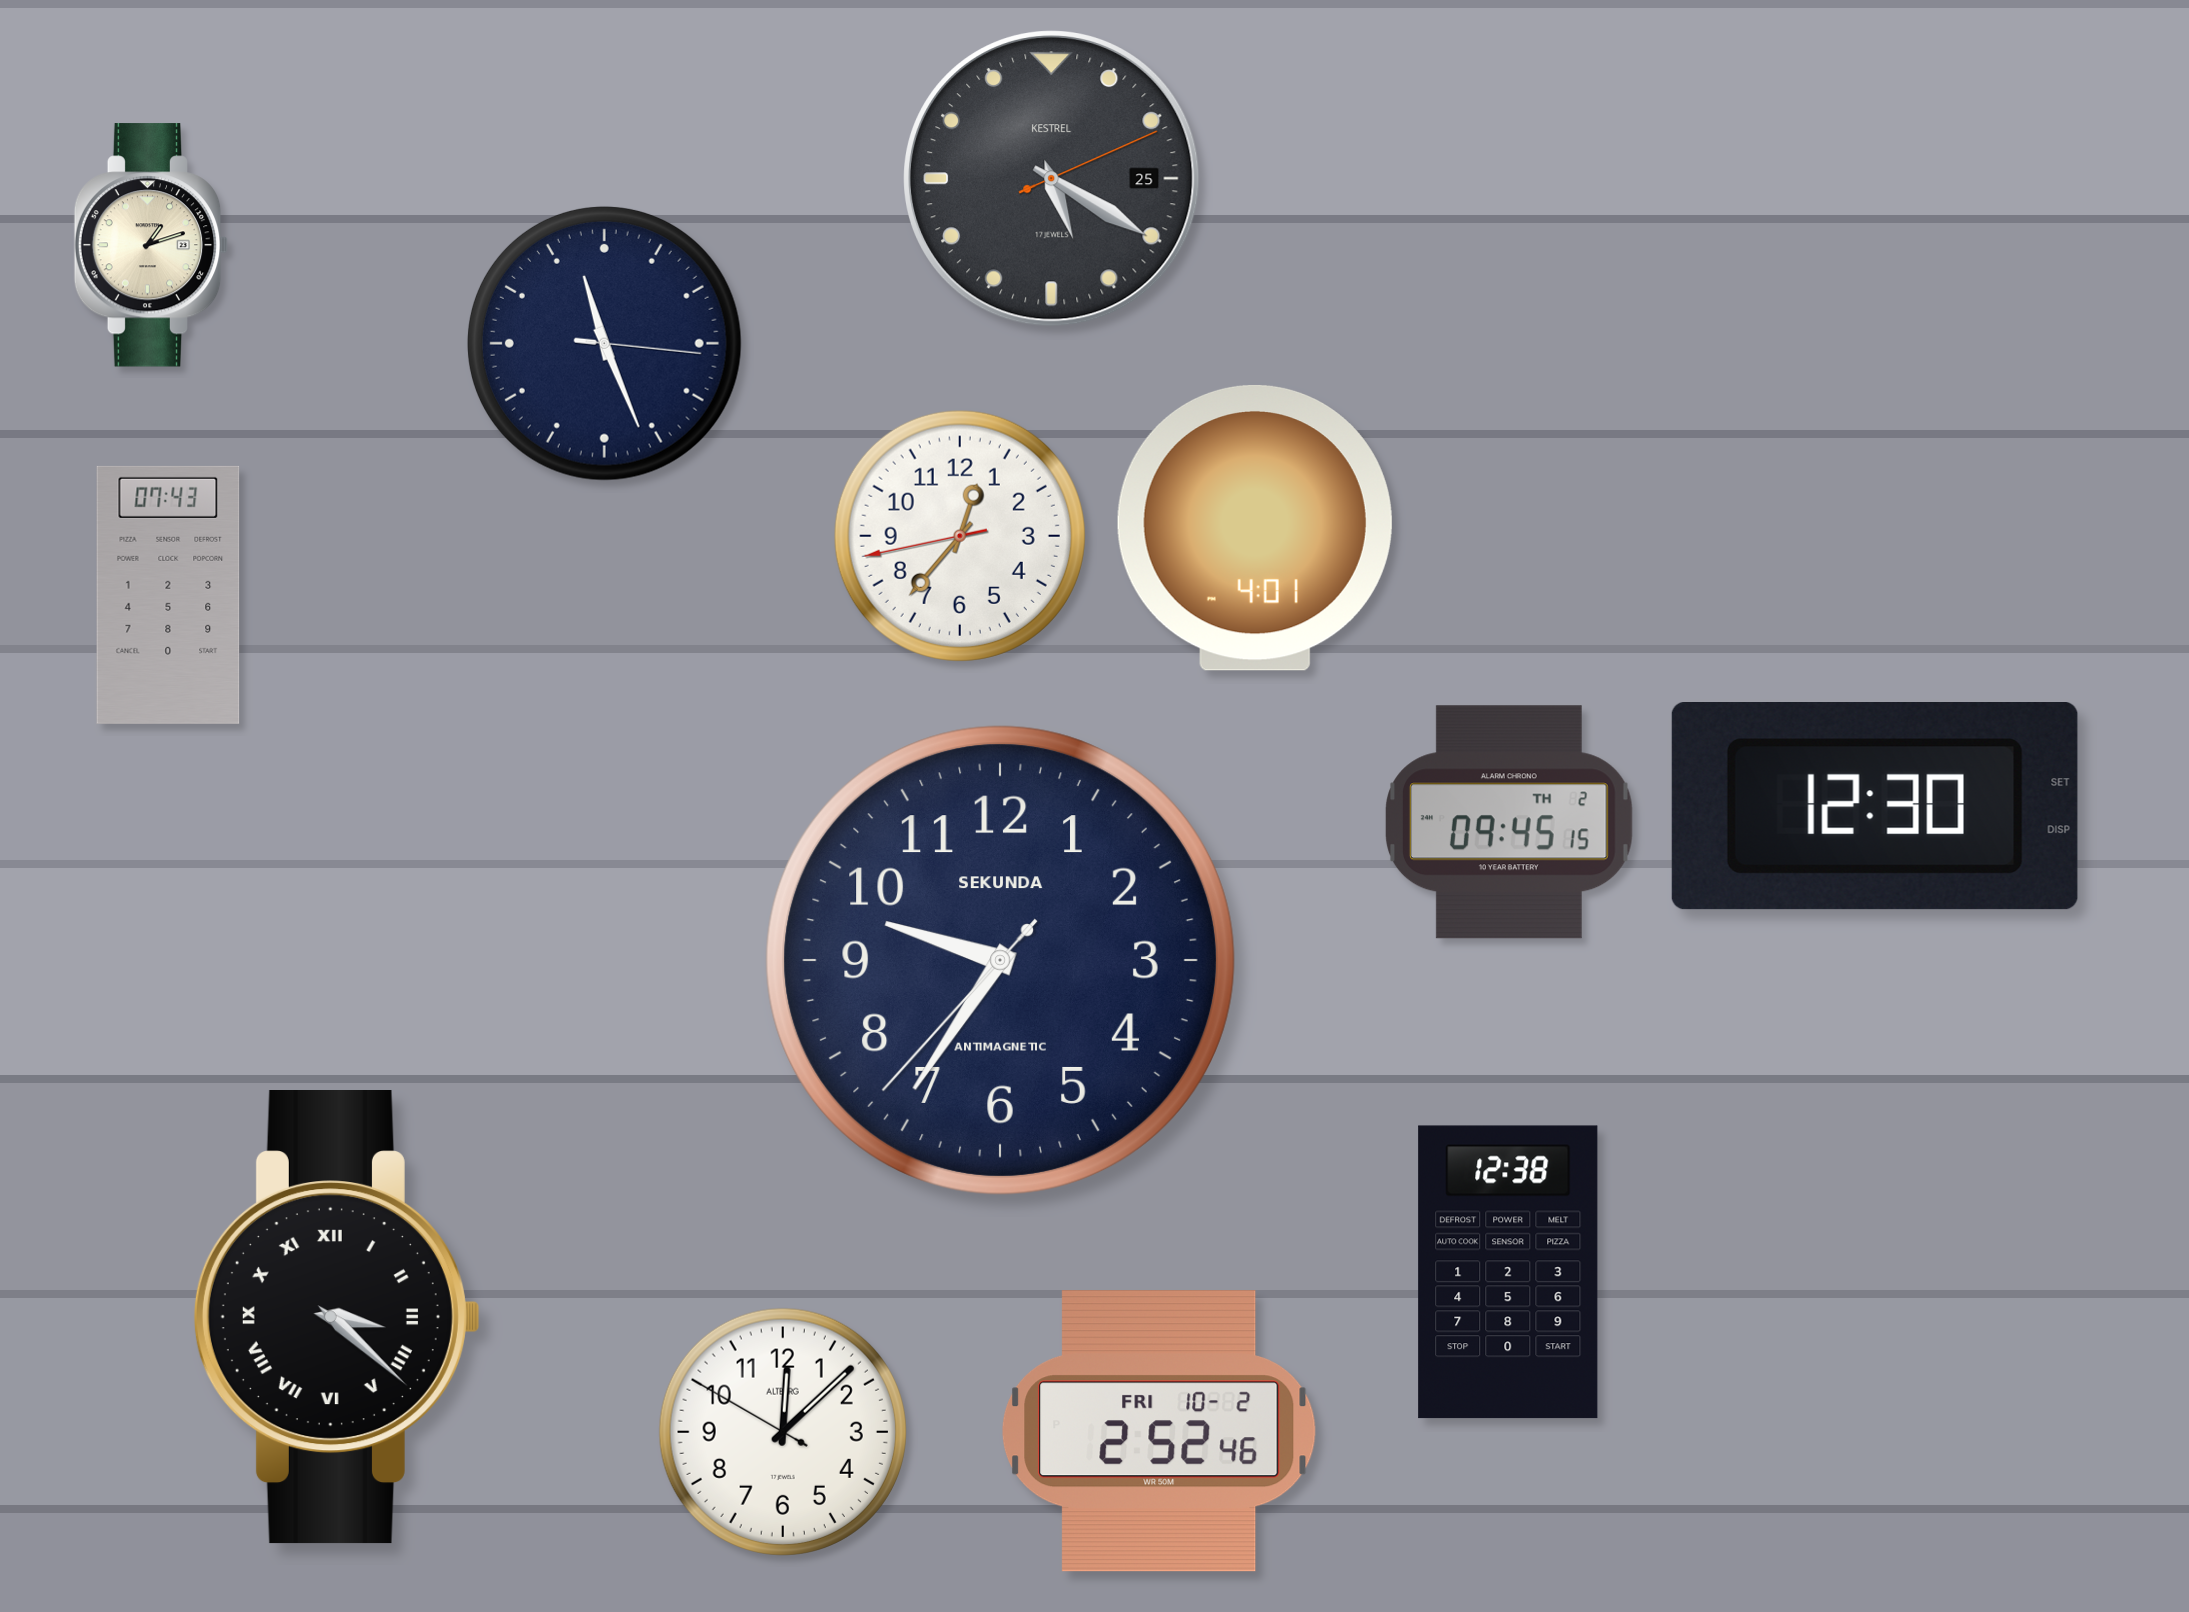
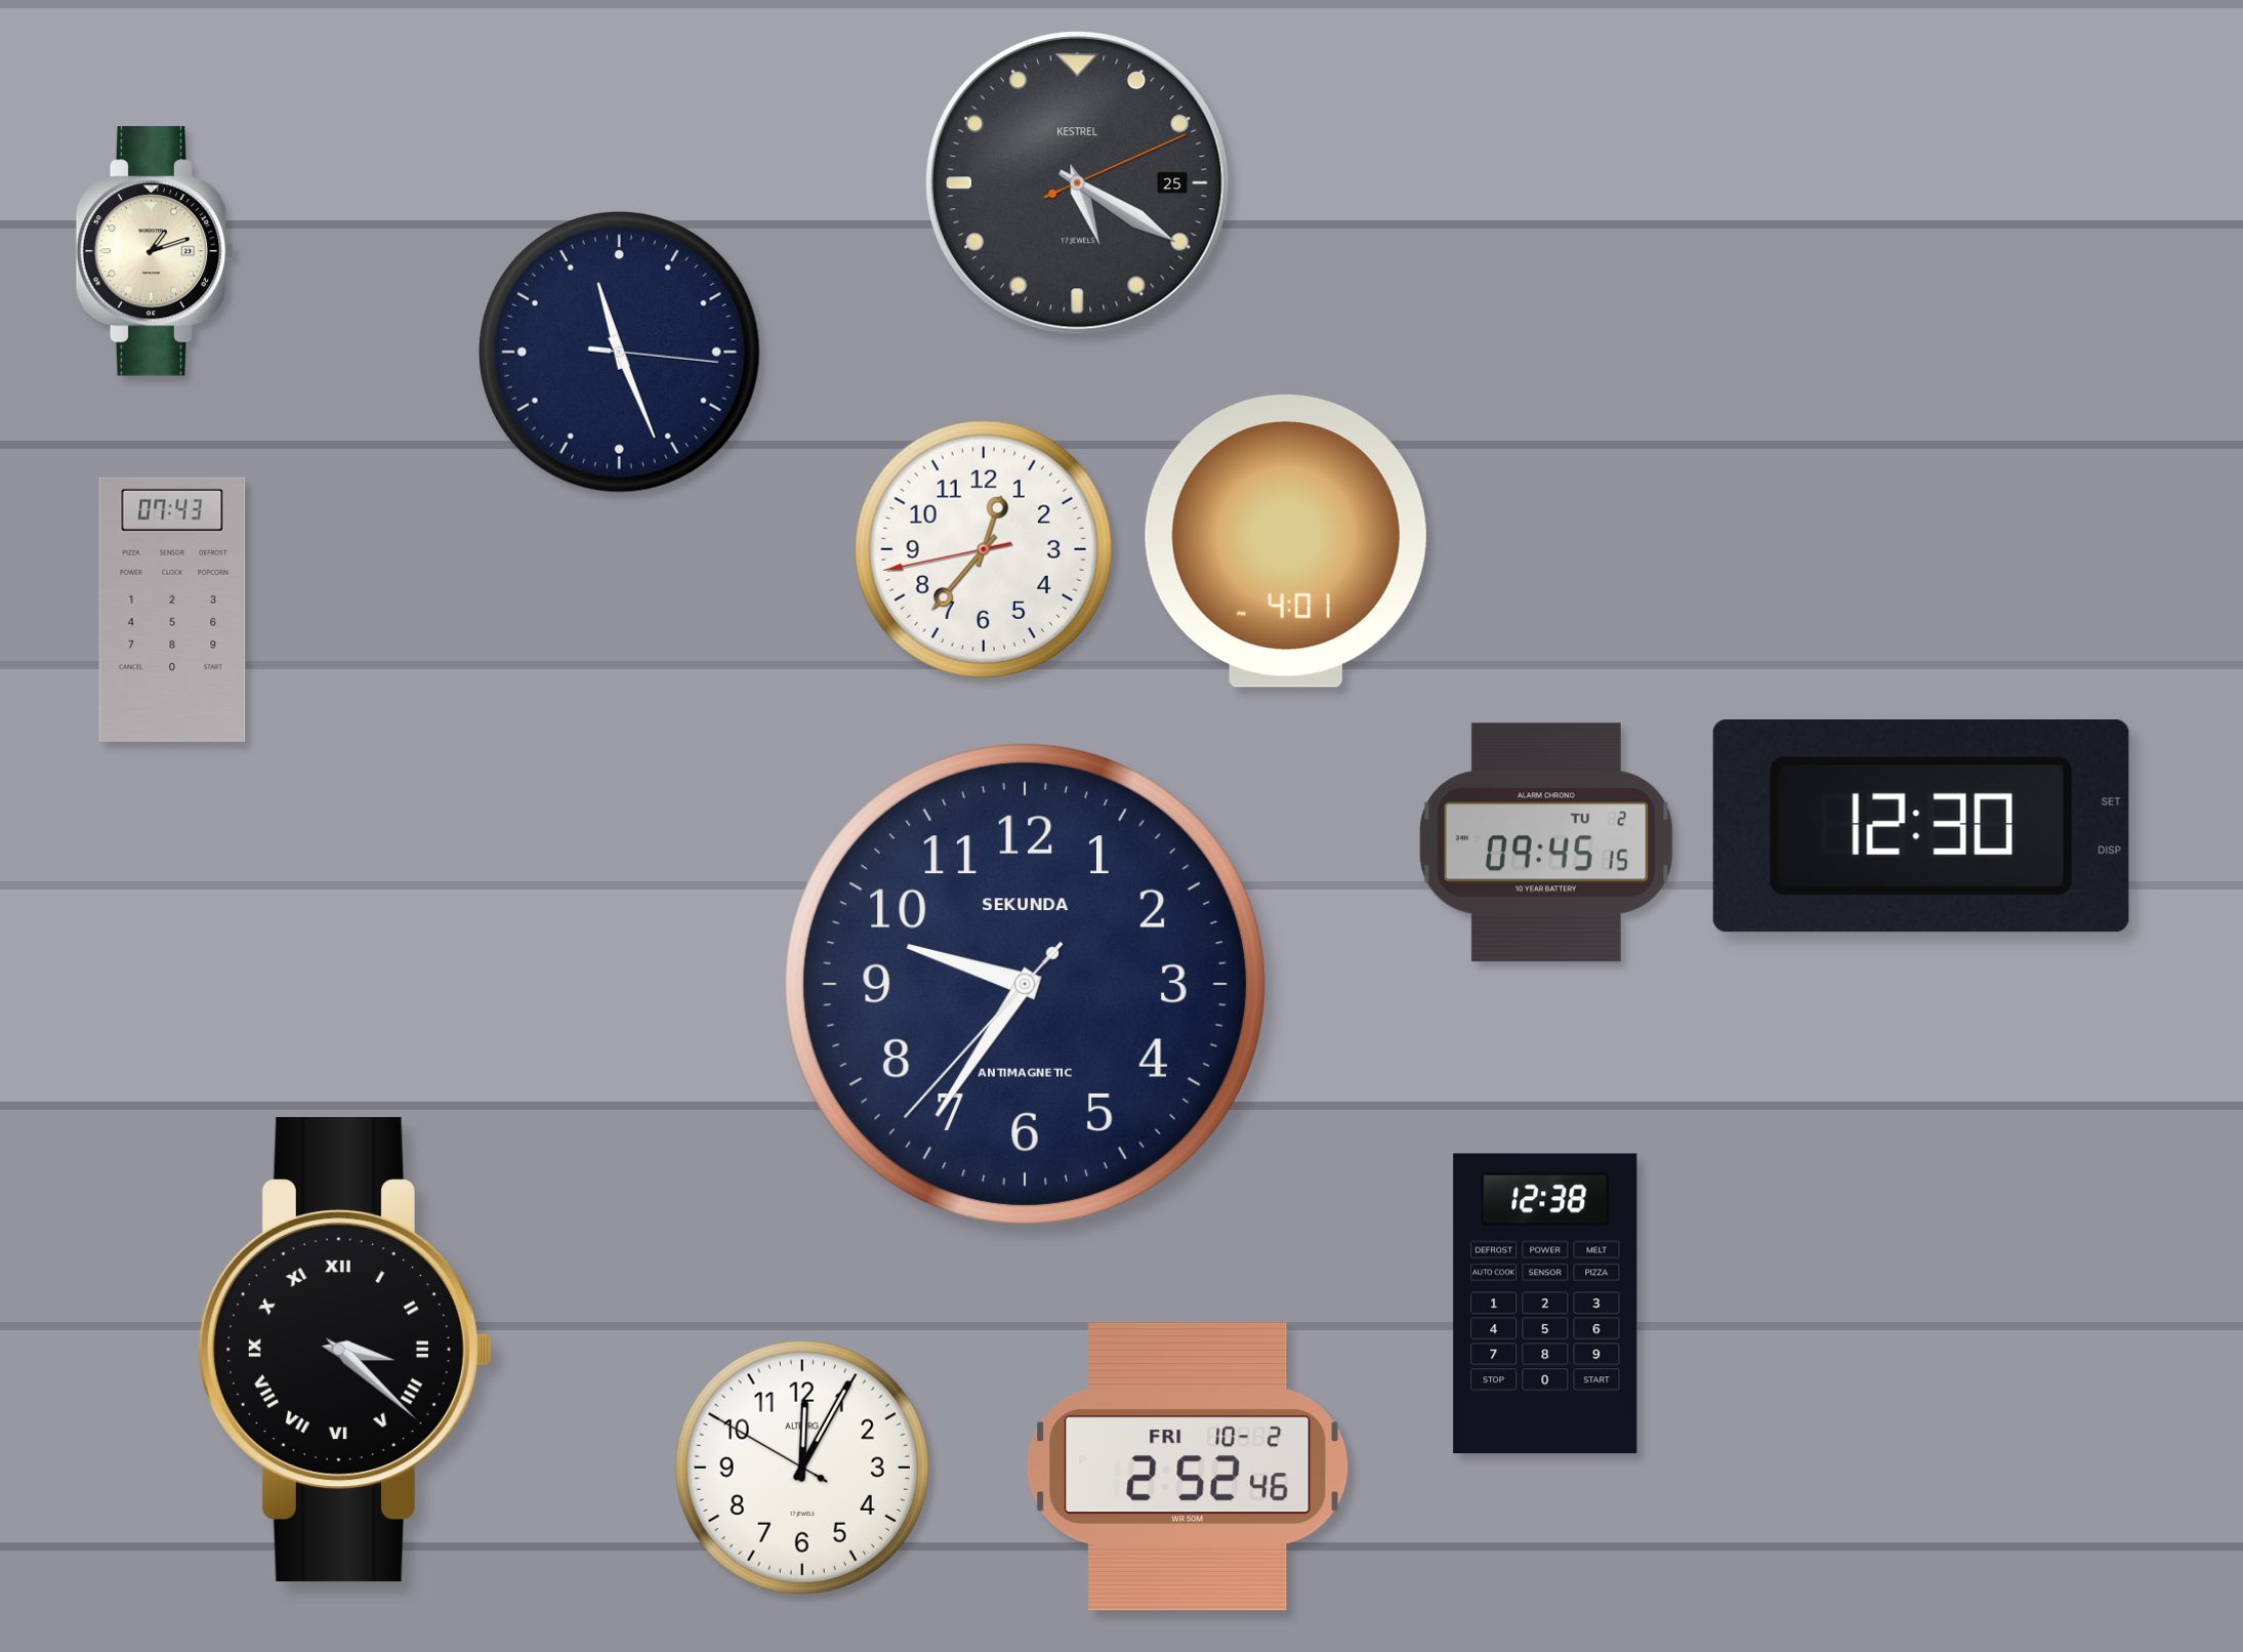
clock at (1509, 822) date: TH 2 -> TU 2
clock at (783, 1432): 12:07 -> 12:04
